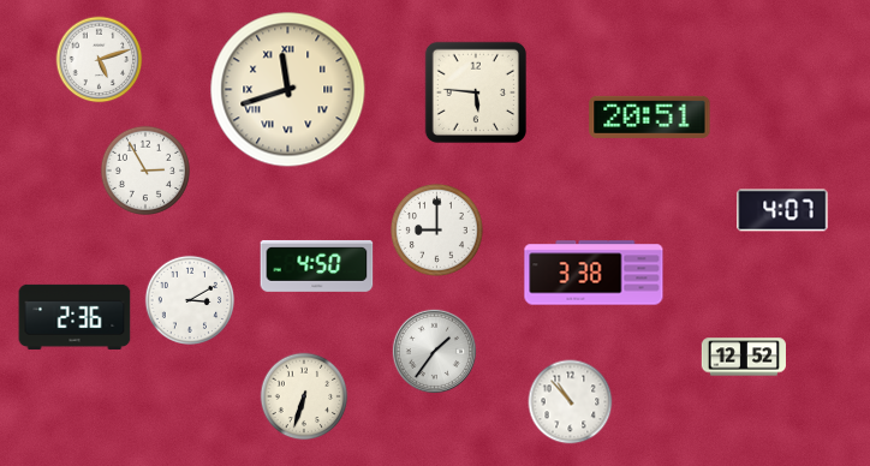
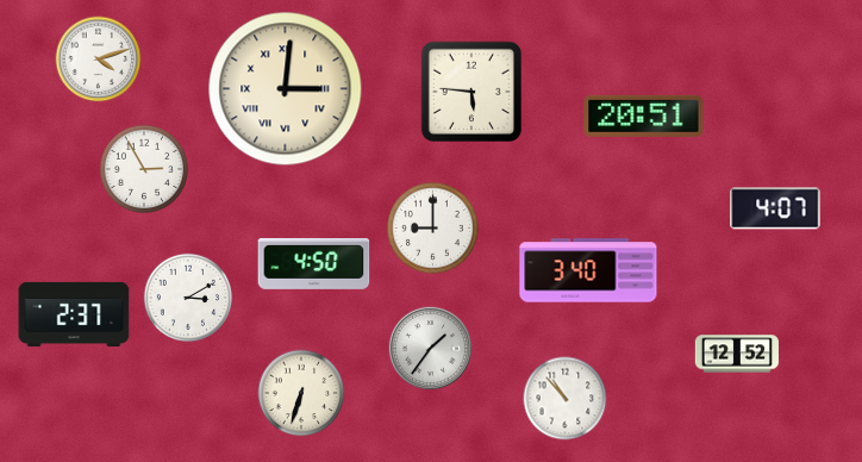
clock at (100, 60): 5:12 -> 4:12
clock at (288, 90): 11:42 -> 3:01
clock at (594, 273): 3:38 -> 3:40
clock at (75, 317): 2:36 -> 2:37
